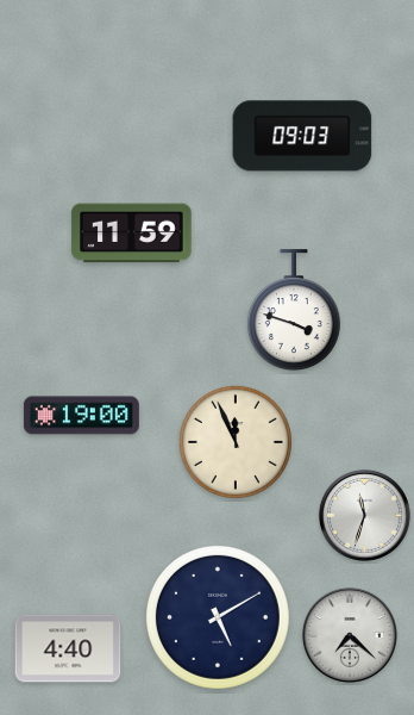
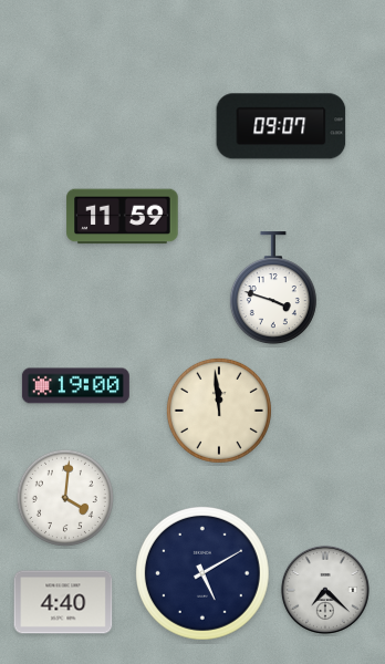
clock at (302, 136): 09:03 -> 09:07
clock at (236, 442): 11:56 -> 11:59
clock at (364, 515): 11:33 -> none
clock at (65, 498): none -> 4:01
